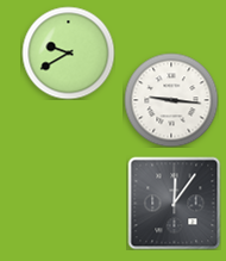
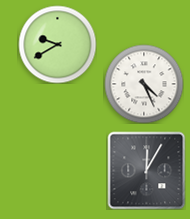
clock at (171, 100): 9:16 -> 4:26
clock at (174, 203): 12:06 -> 12:05
